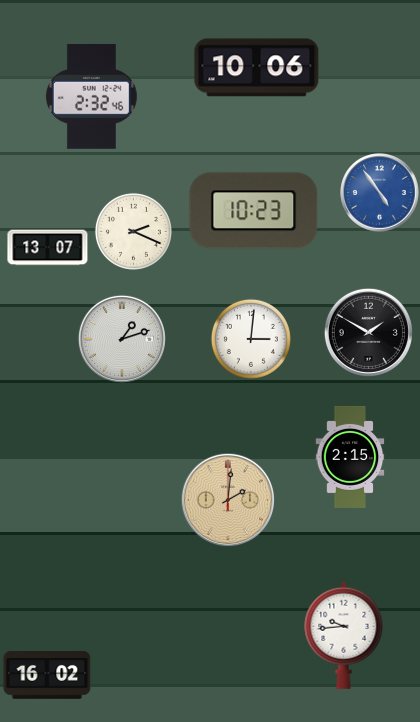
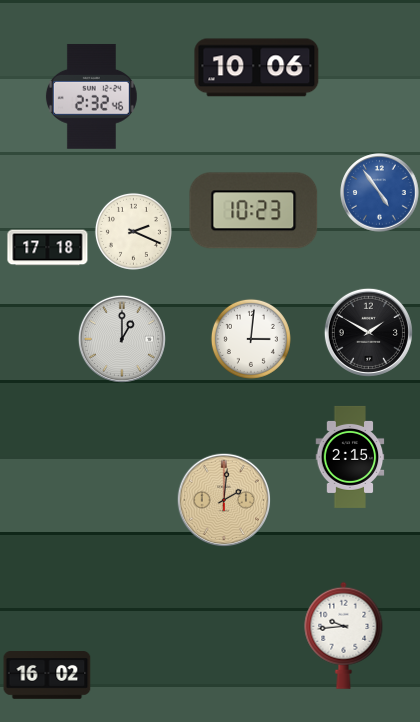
clock at (48, 248): 13:07 -> 17:18
clock at (122, 339): 1:12 -> 1:00
clock at (228, 500) position: (228, 500) -> (224, 500)
